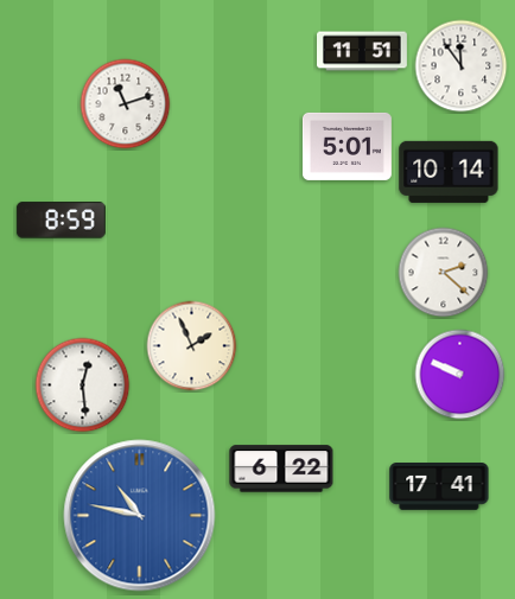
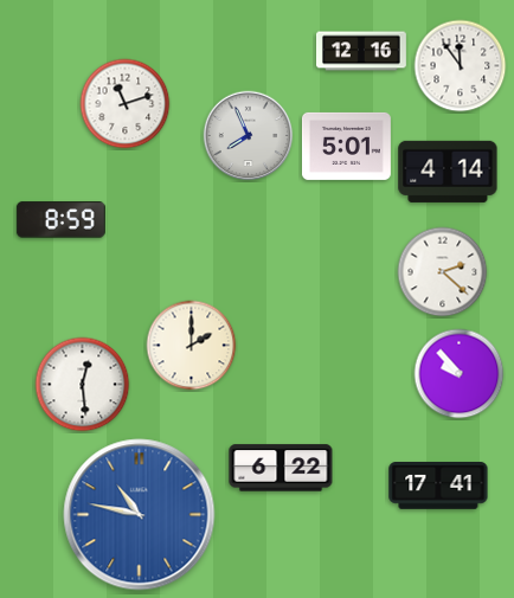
clock at (363, 51): 11:51 -> 12:16
clock at (249, 136): none -> 7:56
clock at (449, 172): 10:14 -> 4:14
clock at (192, 346): 1:56 -> 2:00
clock at (460, 375): 9:49 -> 9:53
